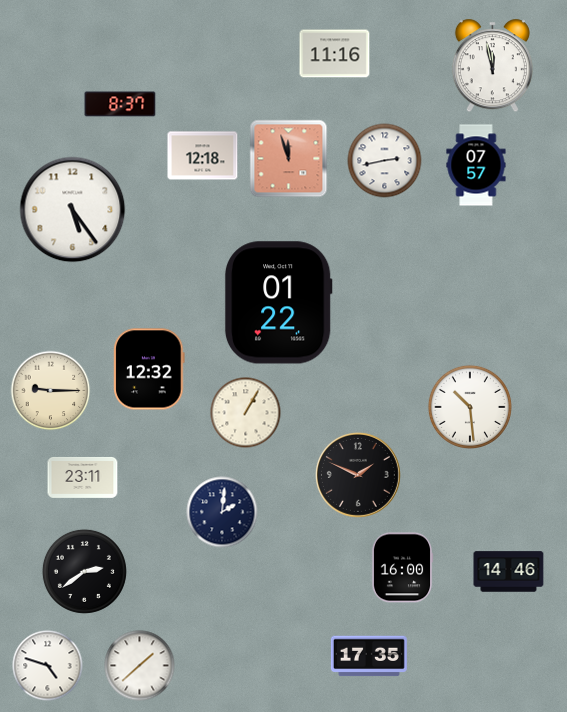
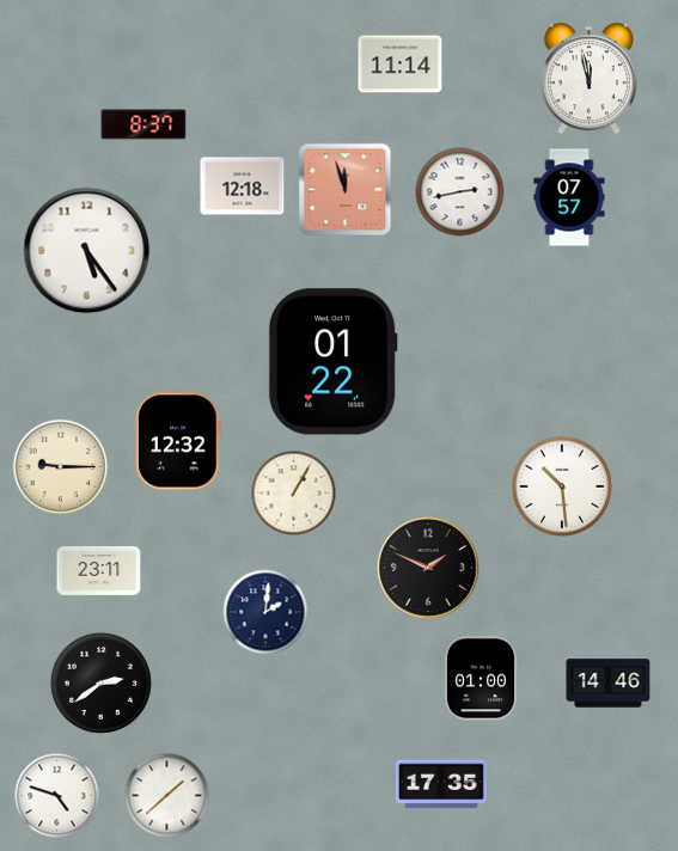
clock at (335, 54): 11:16 -> 11:14
clock at (402, 568): 16:00 -> 01:00
